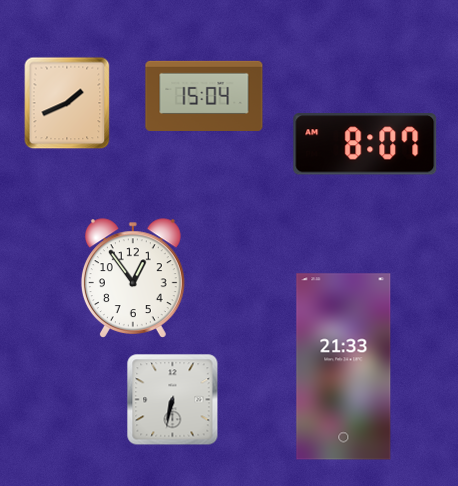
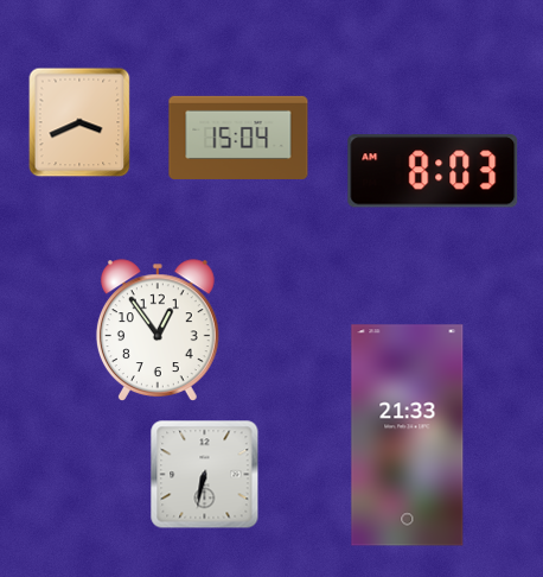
clock at (204, 96) position: (204, 96) -> (238, 138)
clock at (67, 103): 1:41 -> 3:41
clock at (365, 144): 8:07 -> 8:03
